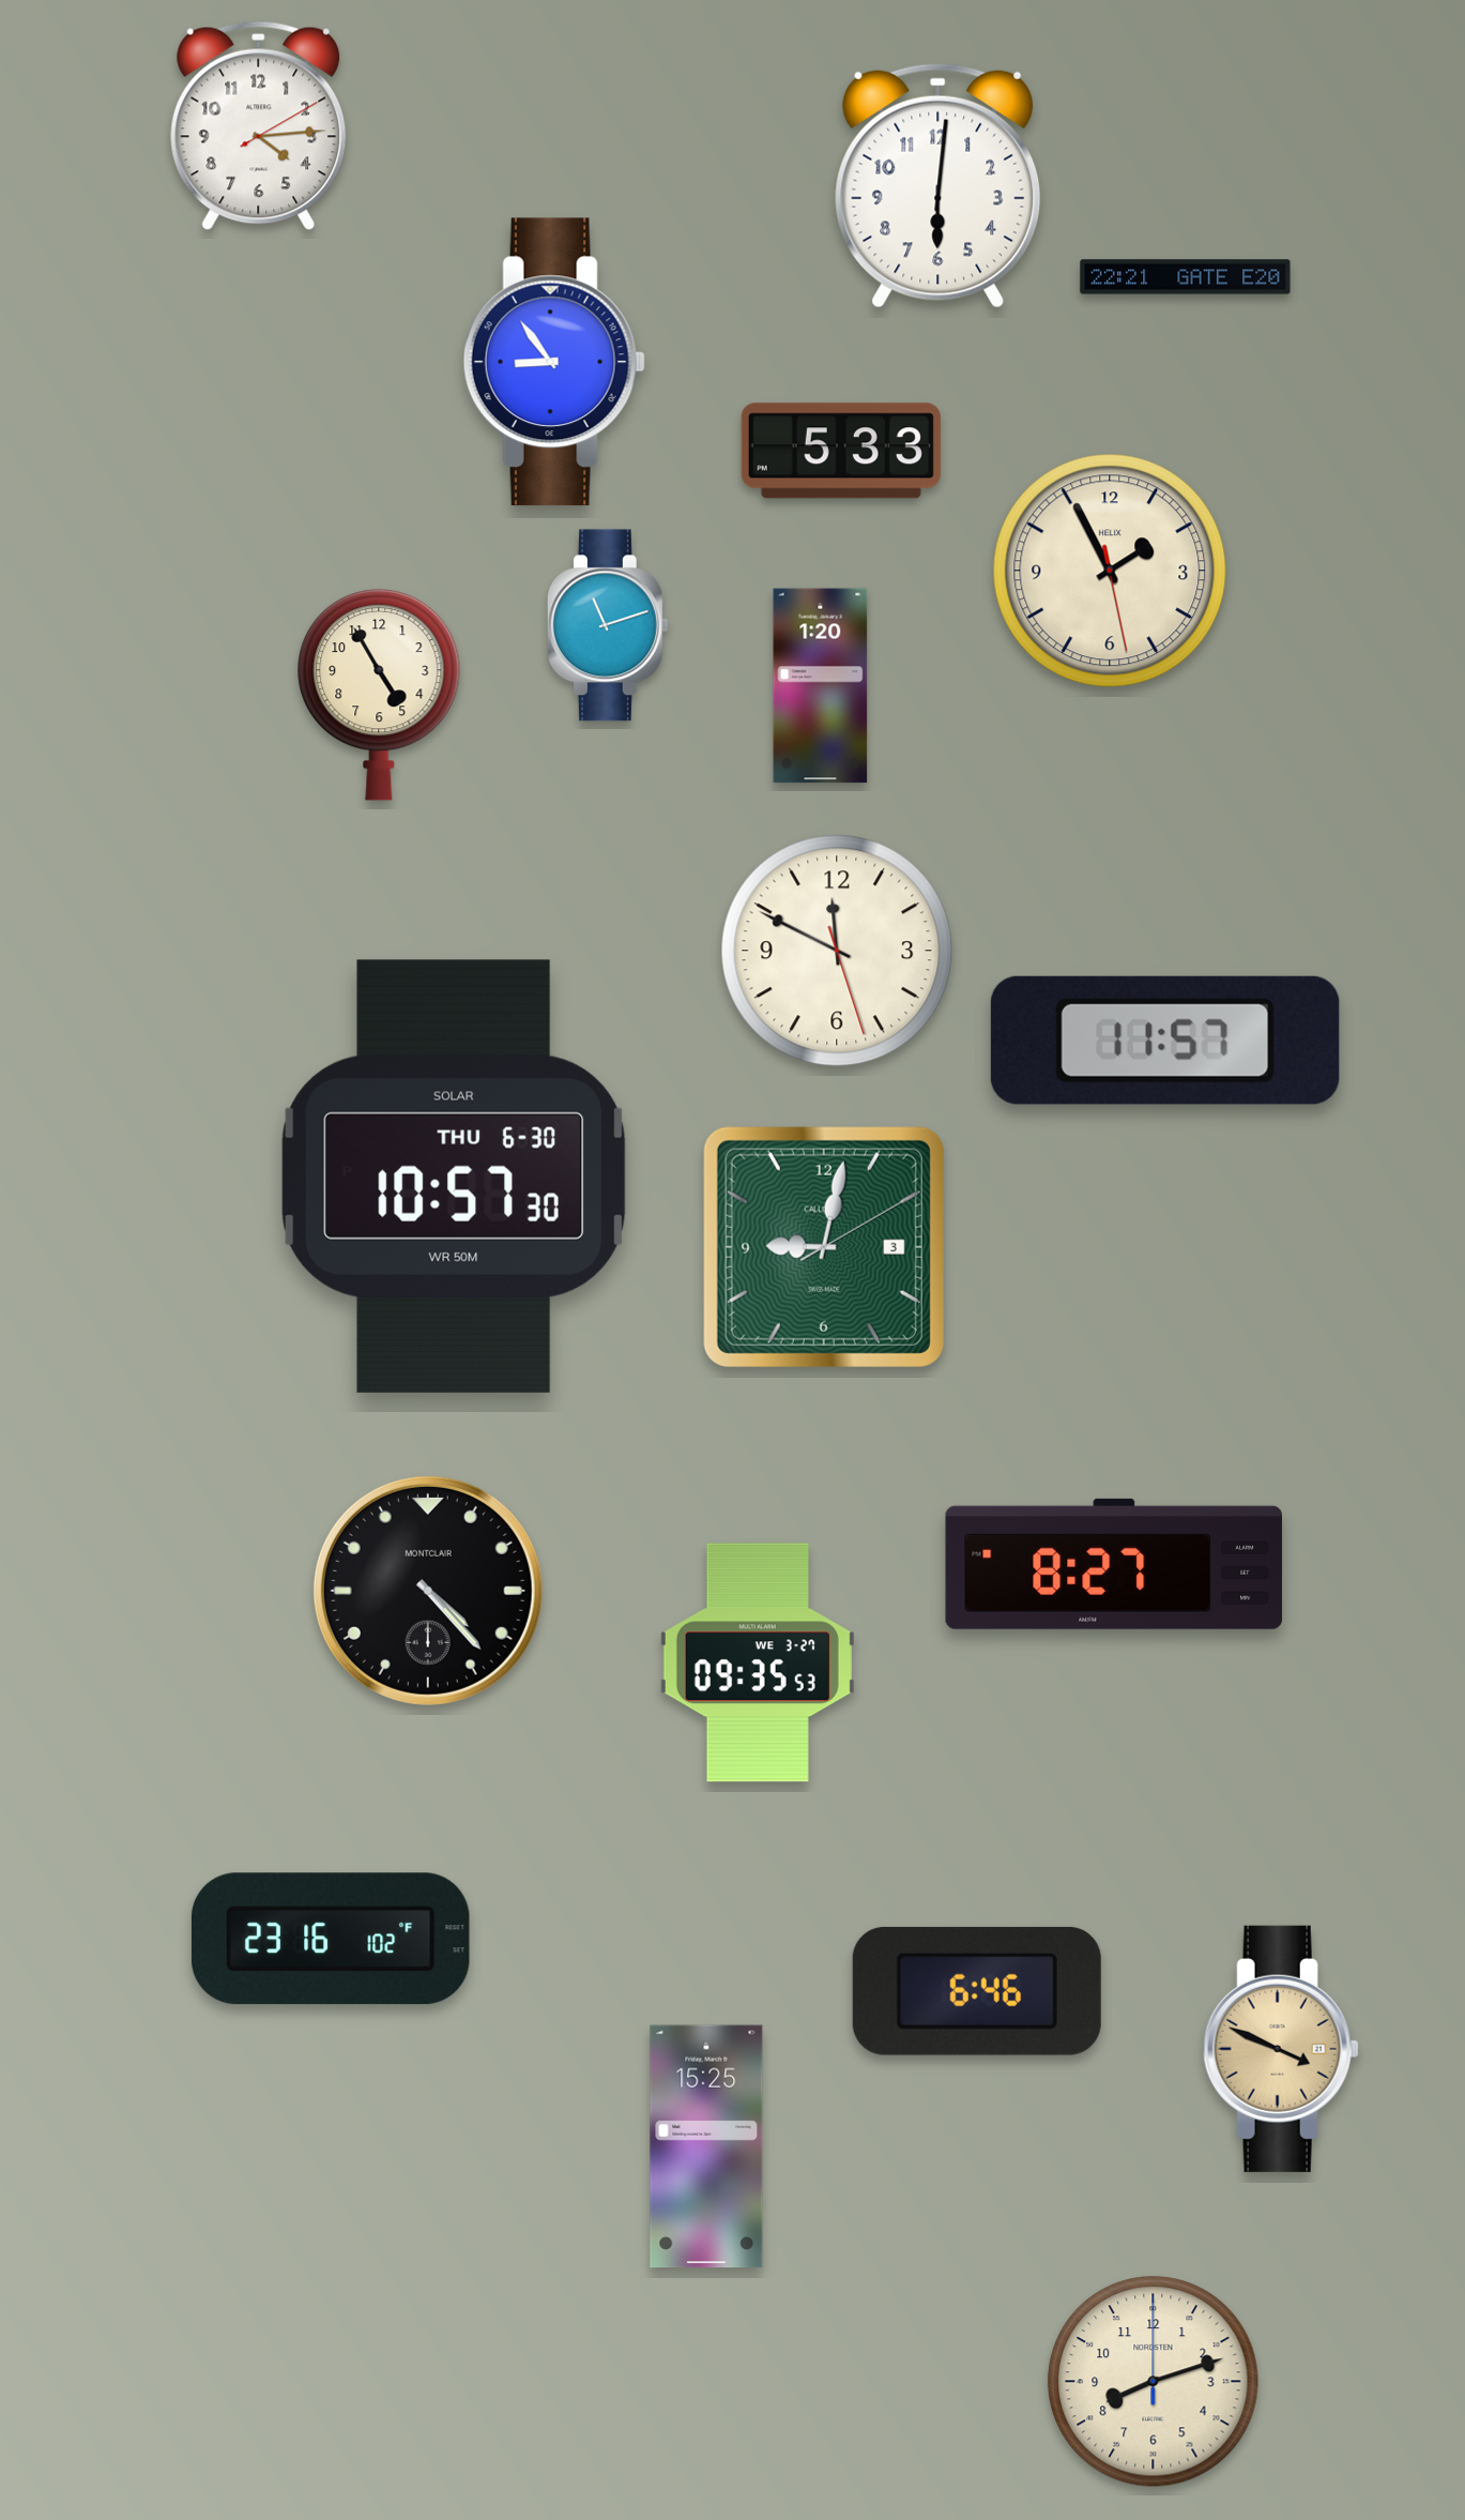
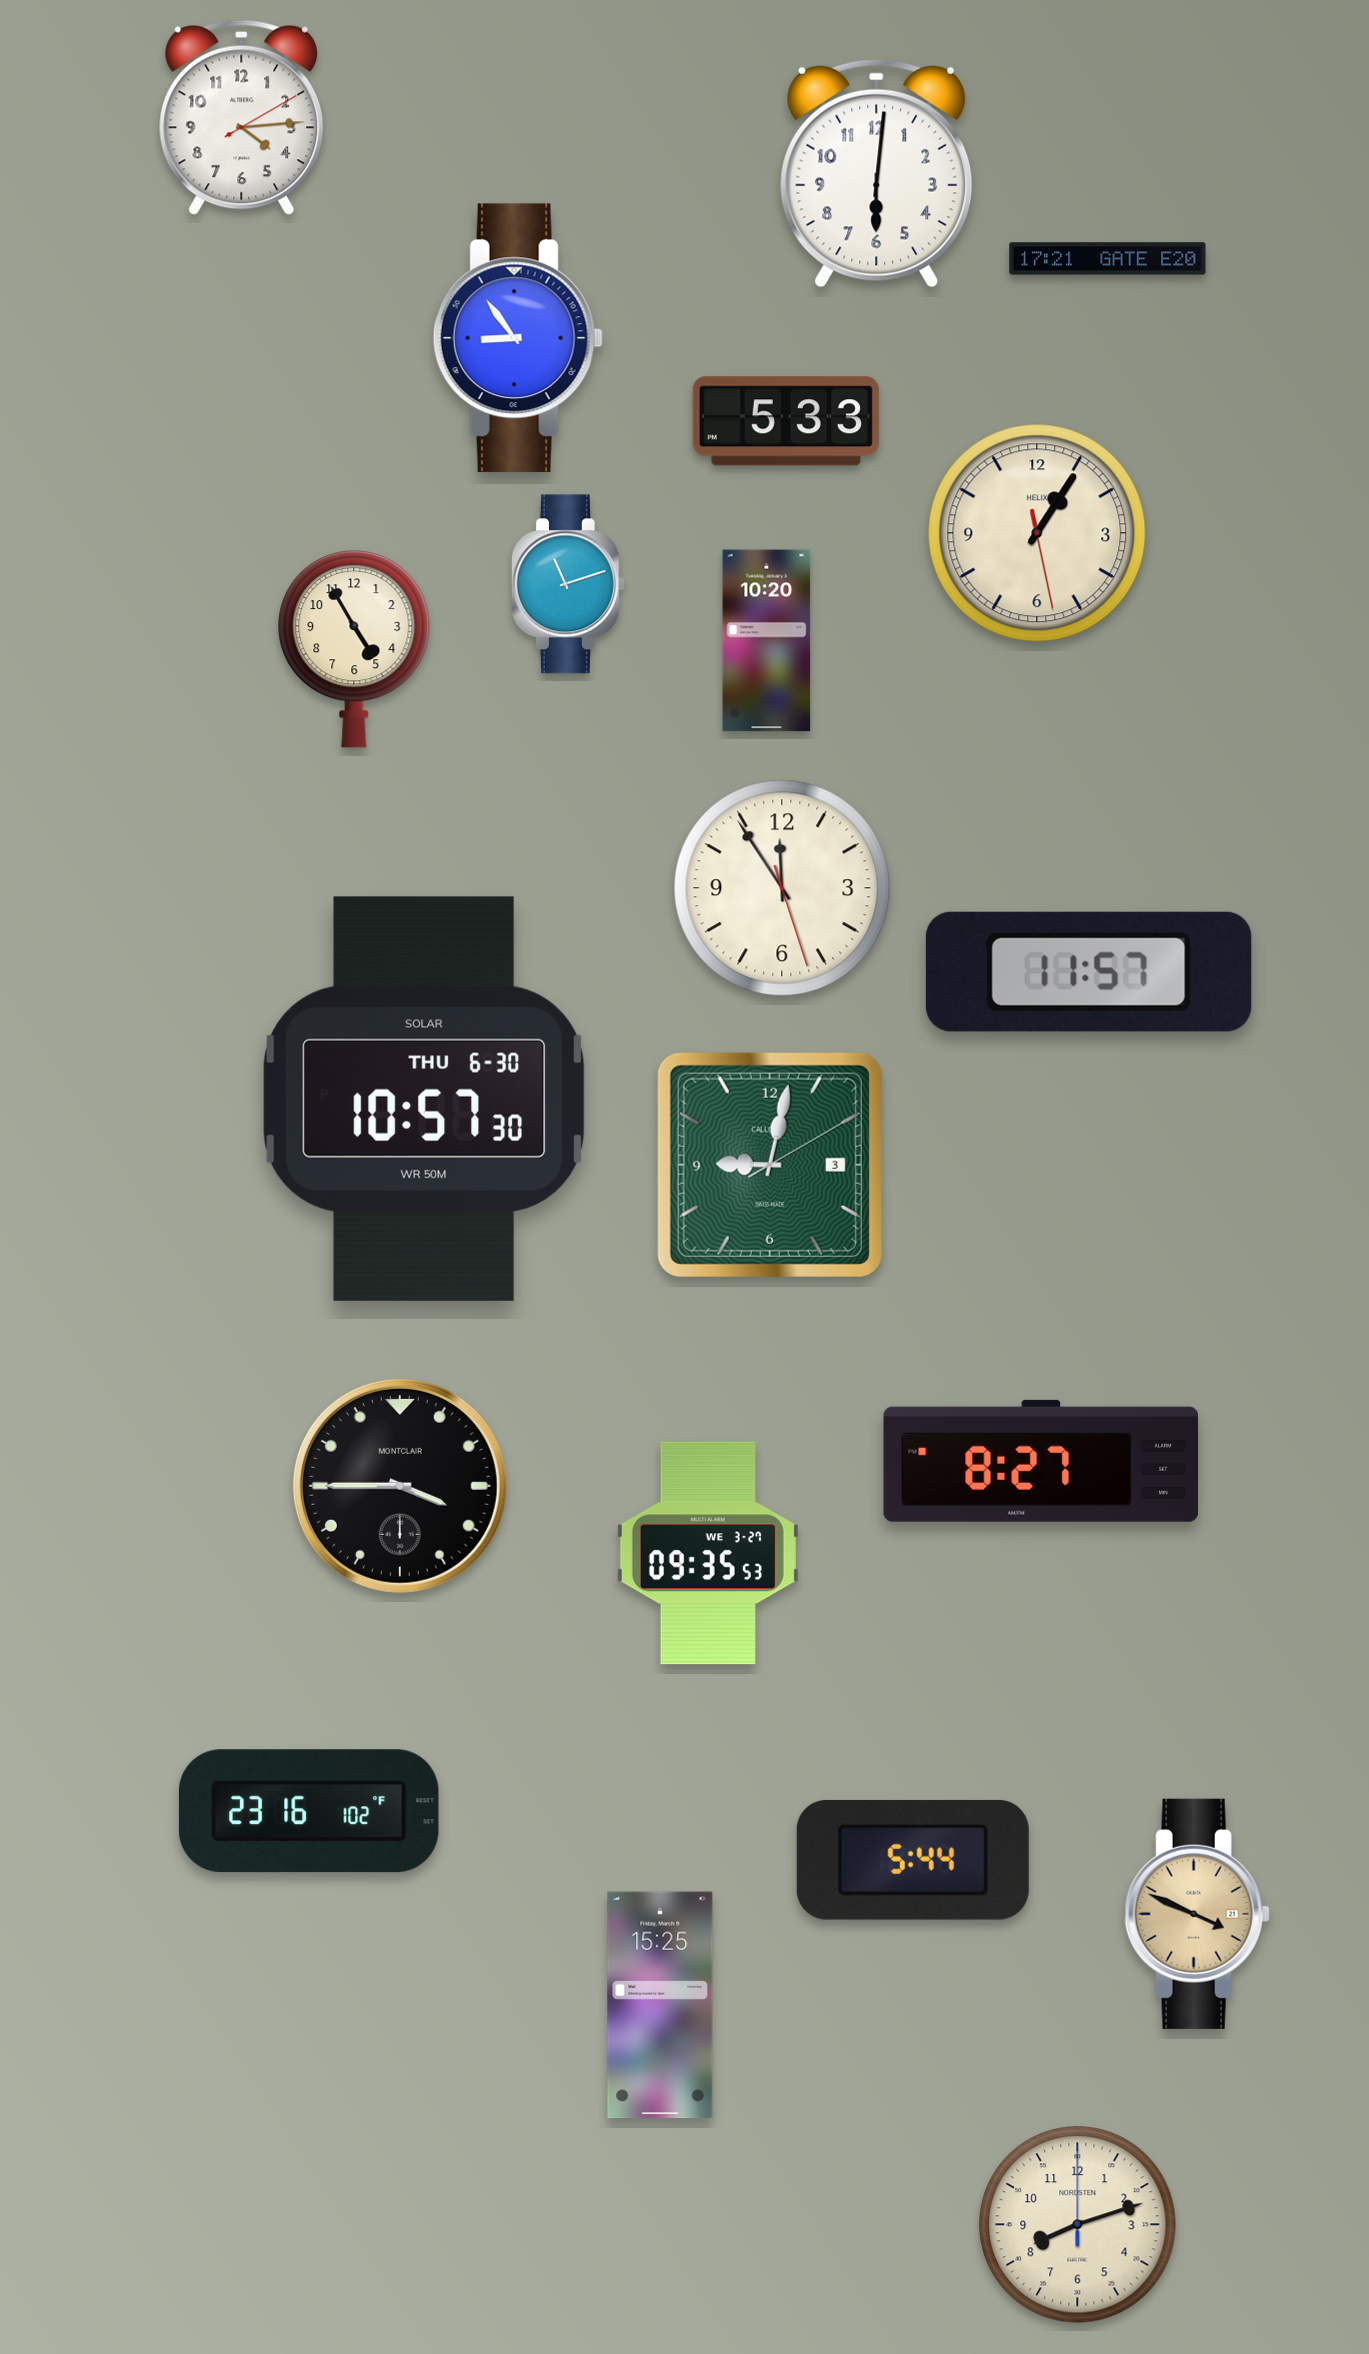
clock at (1186, 277): 22:21 -> 17:21
clock at (1110, 571): 1:55 -> 1:05
clock at (821, 686): 1:20 -> 10:20
clock at (837, 951): 11:49 -> 11:54
clock at (428, 1591): 4:23 -> 3:45
clock at (977, 1991): 6:46 -> 5:44
